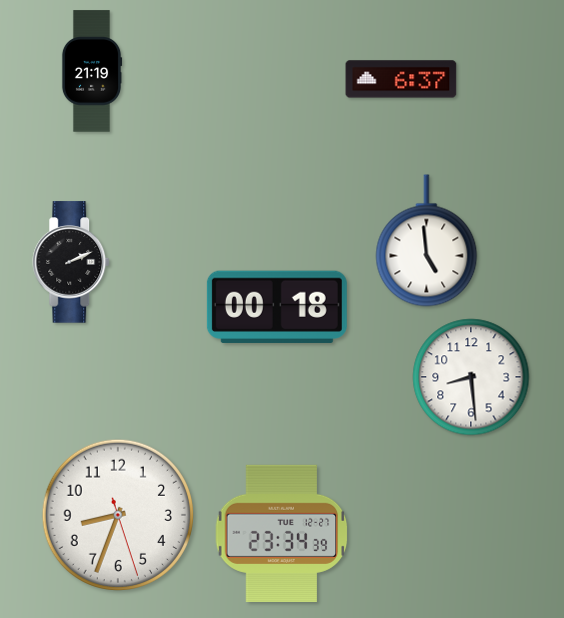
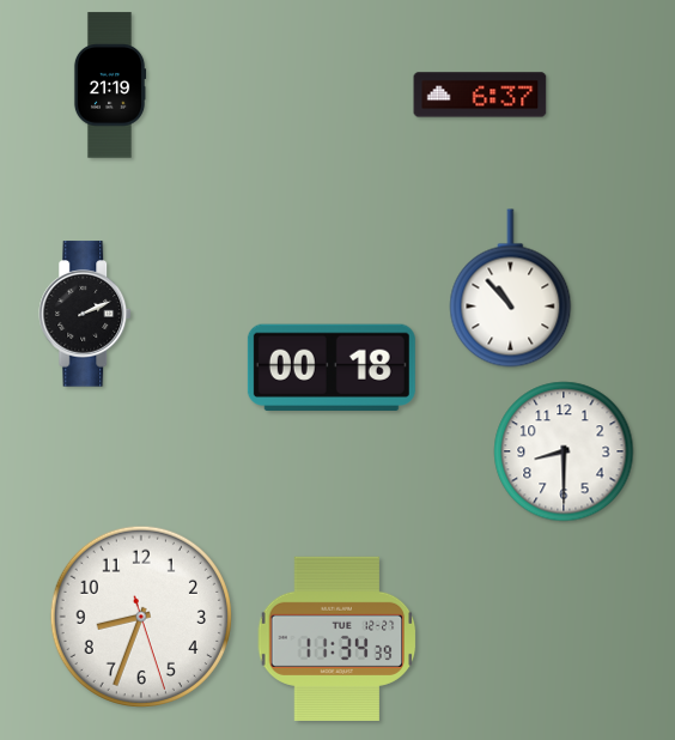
clock at (427, 241): 4:59 -> 10:53
clock at (471, 377): 8:29 -> 8:30
clock at (282, 533): 23:34 -> 11:34
